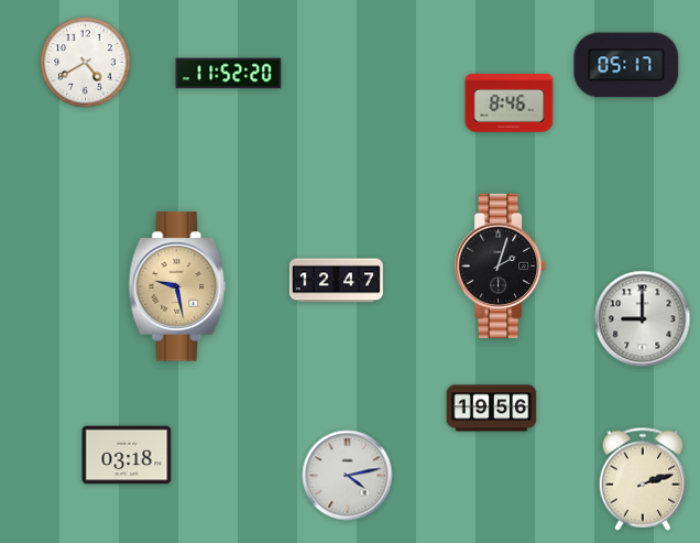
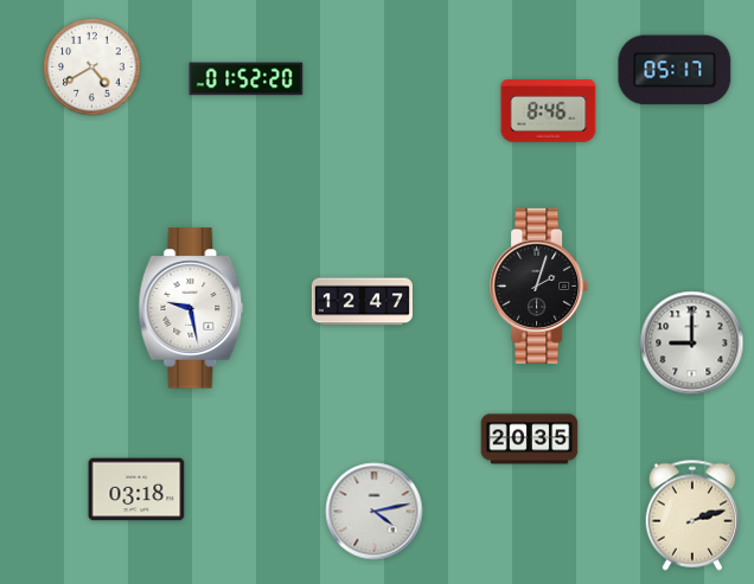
clock at (229, 74): 11:52 -> 01:52
clock at (177, 286) dial: champagne -> white
clock at (492, 409): 19:56 -> 20:35
